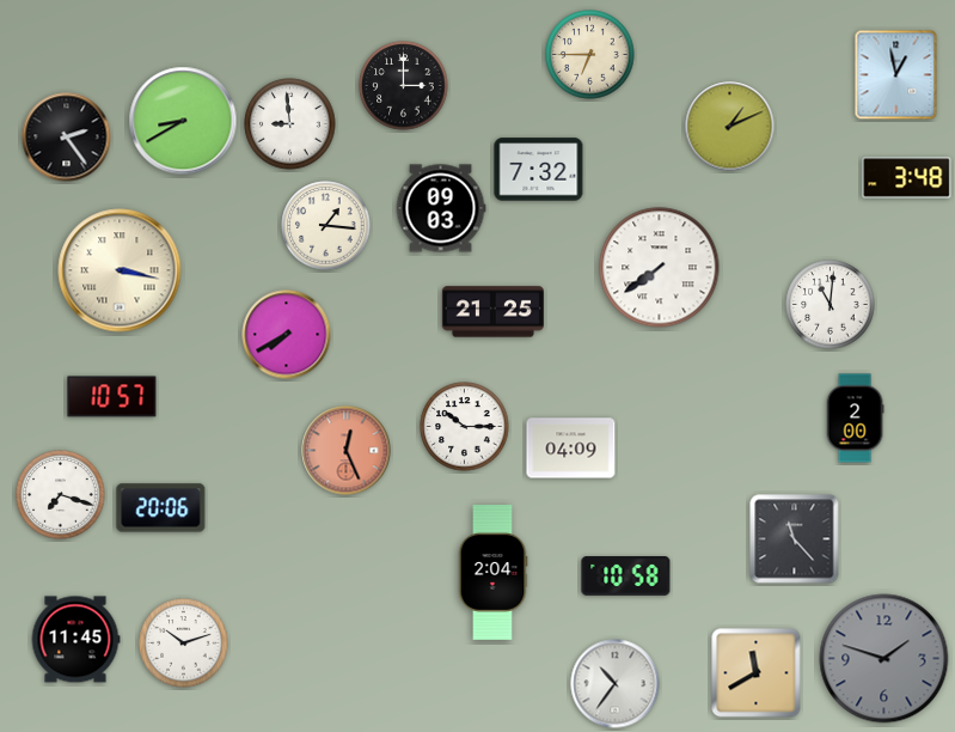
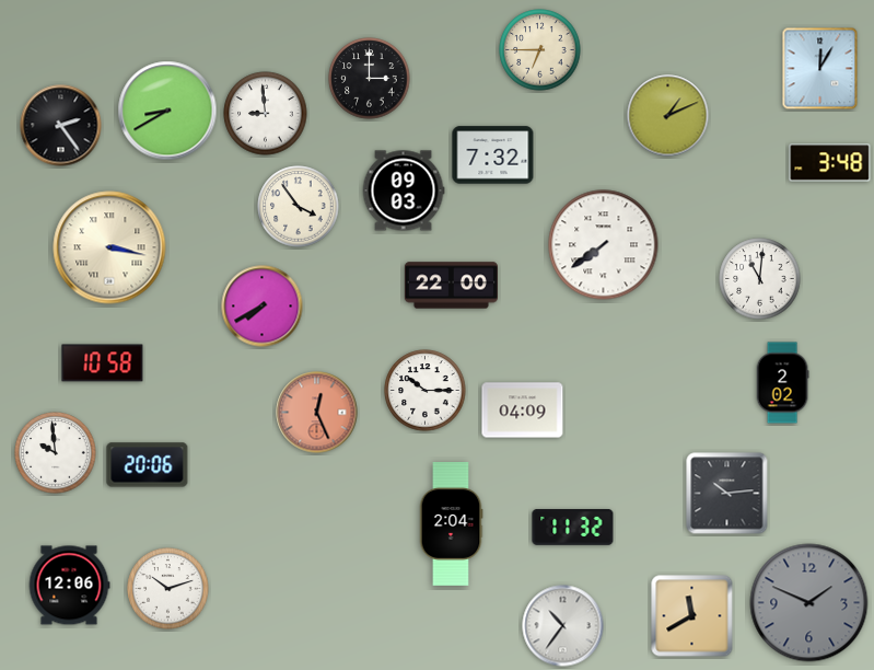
clock at (896, 75): 12:58 -> 12:05
clock at (326, 226): 1:16 -> 3:54
clock at (492, 312): 21:25 -> 22:00
clock at (112, 397): 10:57 -> 10:58
clock at (855, 419): 2:00 -> 2:02
clock at (61, 495): 7:18 -> 9:59
clock at (795, 539): 11:23 -> 10:14
clock at (626, 577): 10:58 -> 11:32
clock at (75, 640): 11:45 -> 12:06
clock at (884, 659): 1:48 -> 1:49
